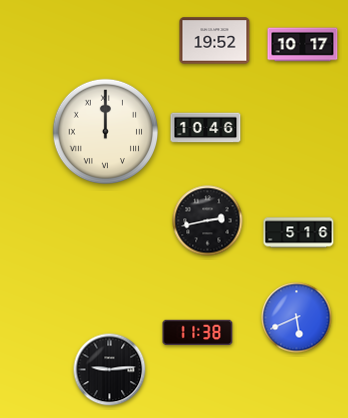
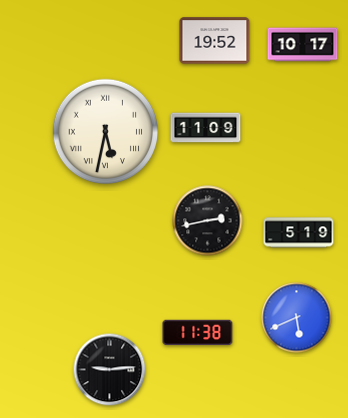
clock at (206, 128): 10:46 -> 11:09
clock at (106, 132): 12:00 -> 5:32
clock at (299, 233): 5:16 -> 5:19
